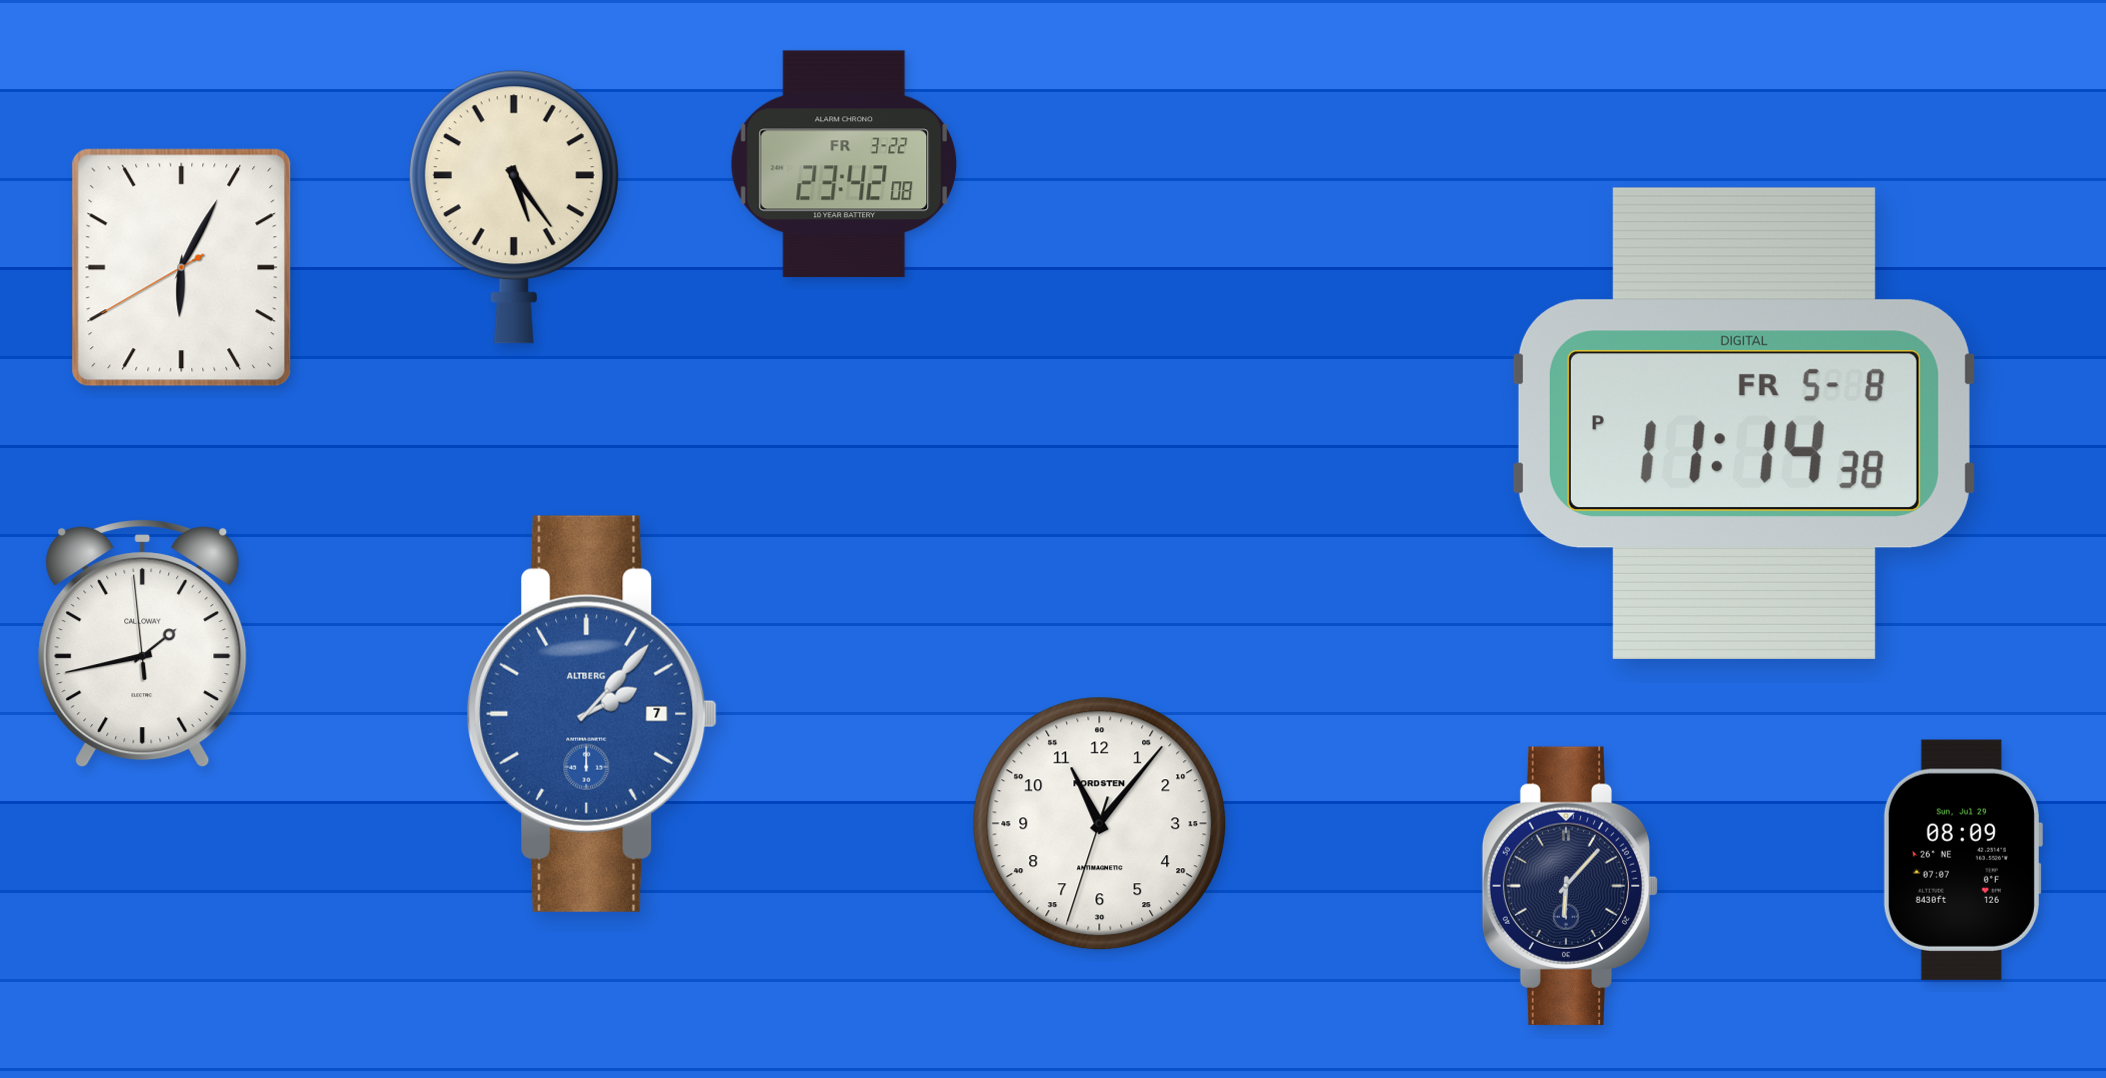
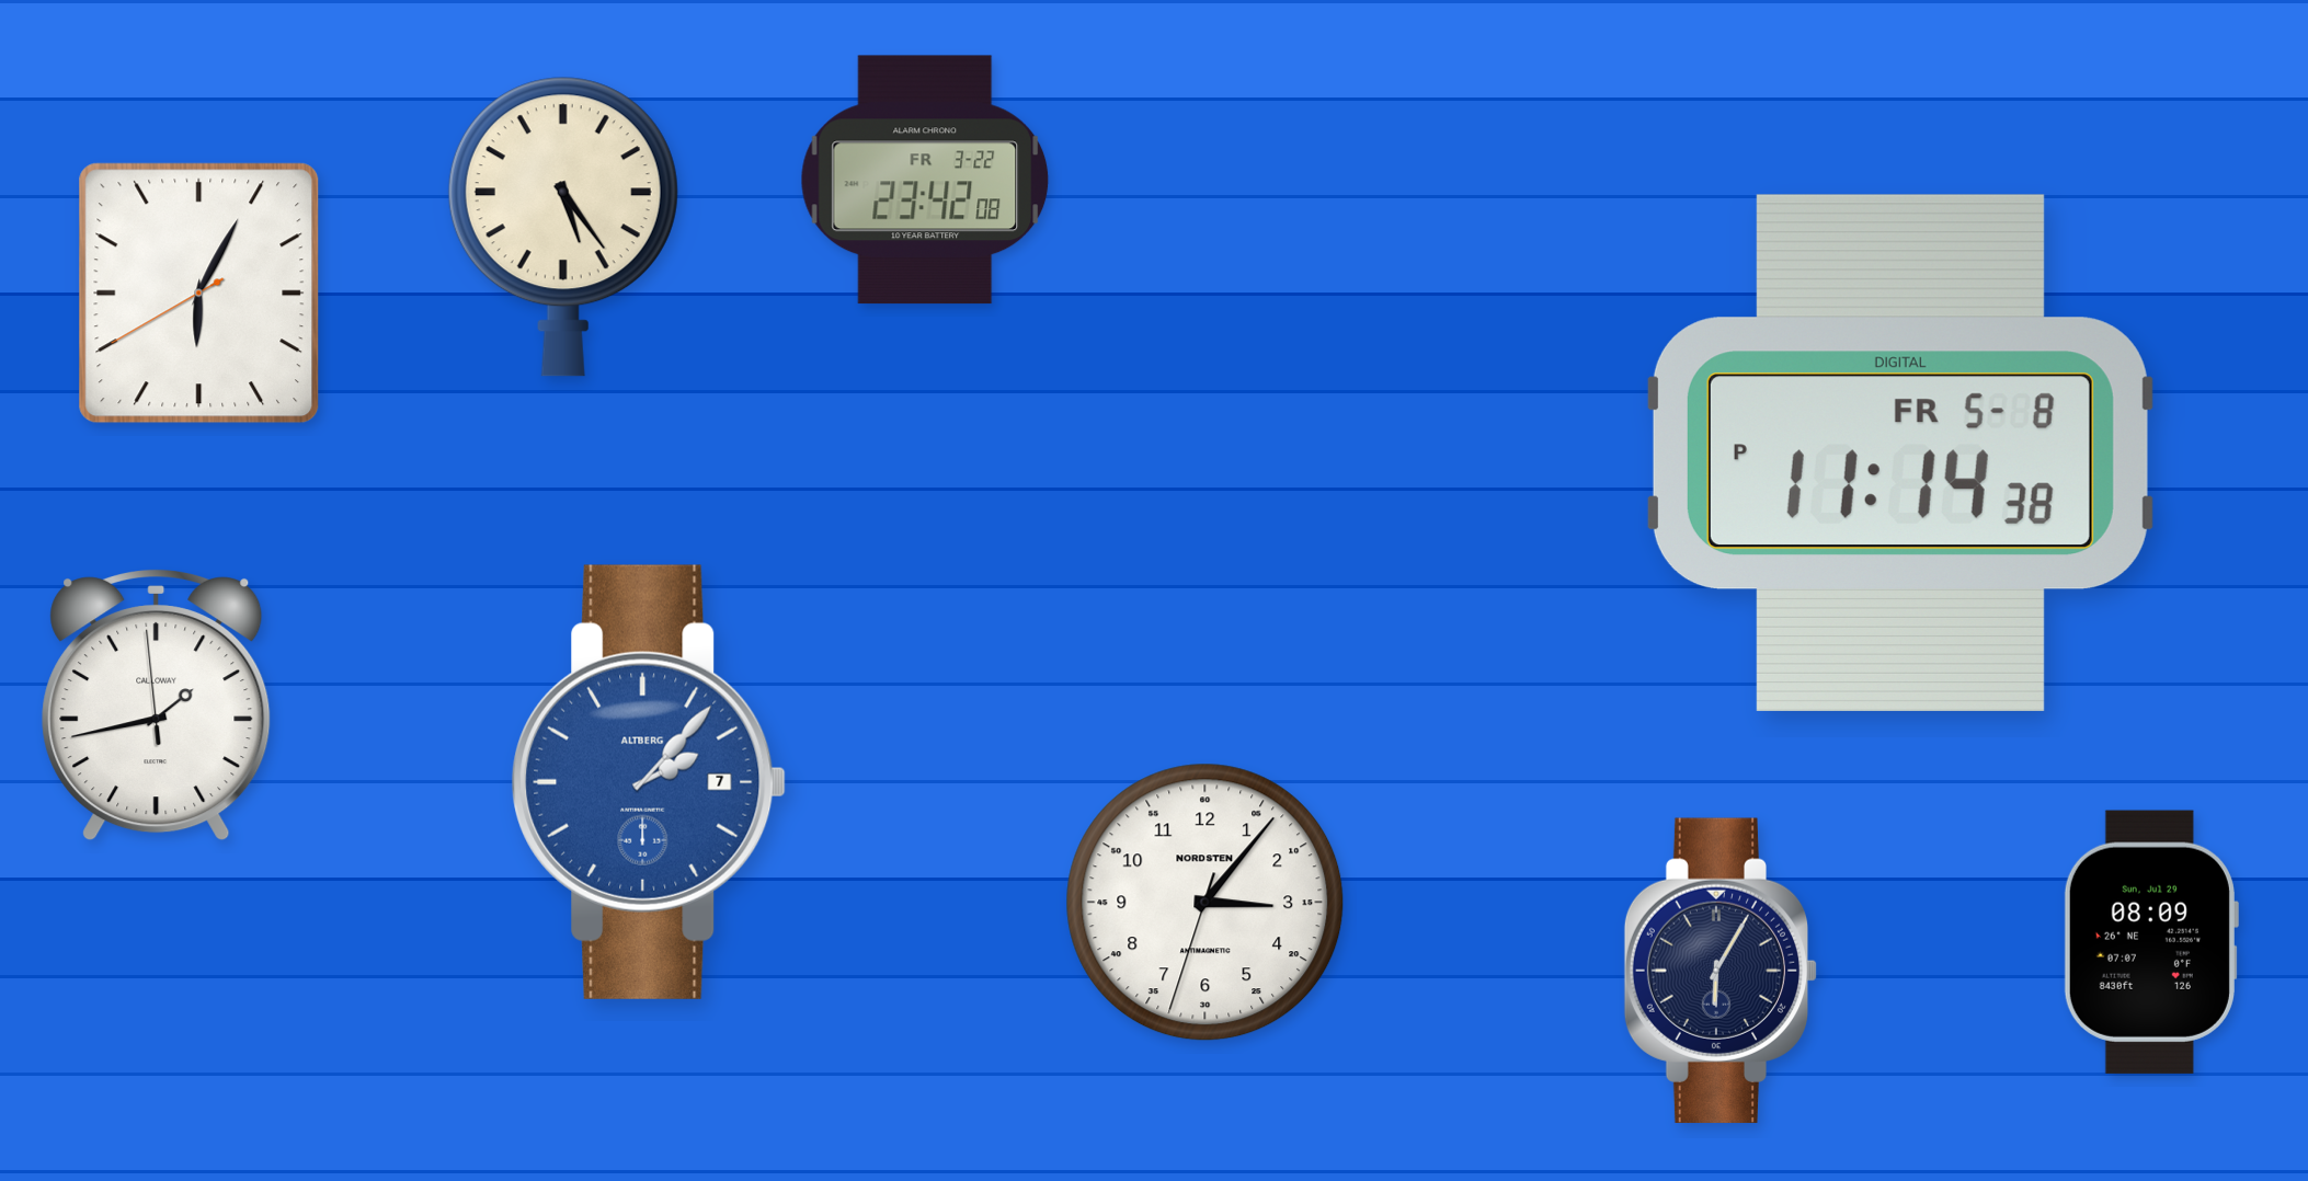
clock at (1744, 423) position: (1744, 423) -> (1900, 452)
clock at (1100, 824): 11:06 -> 3:06
clock at (1570, 886): 6:07 -> 6:05
